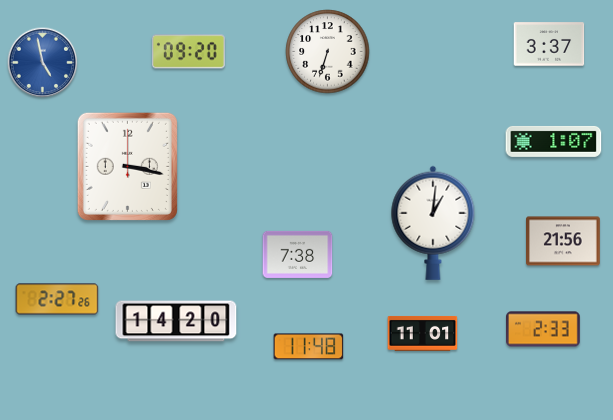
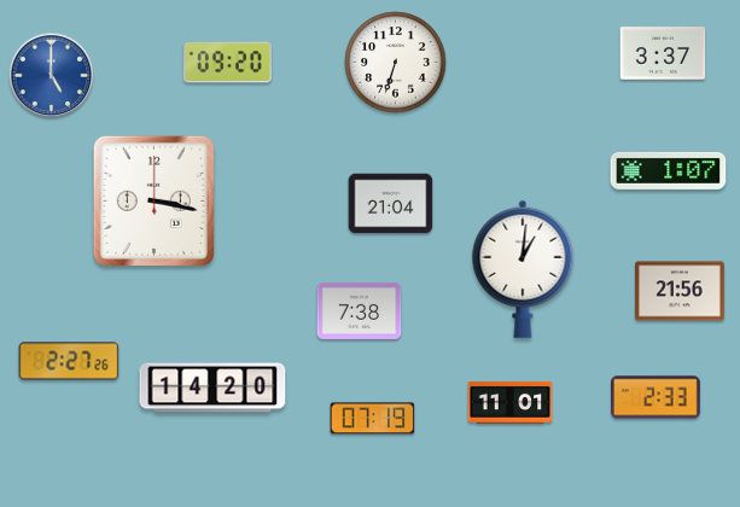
clock at (43, 63): 4:58 -> 5:00
clock at (391, 204): none -> 21:04
clock at (298, 254) position: (298, 254) -> (360, 310)
clock at (309, 347): 11:48 -> 07:19
